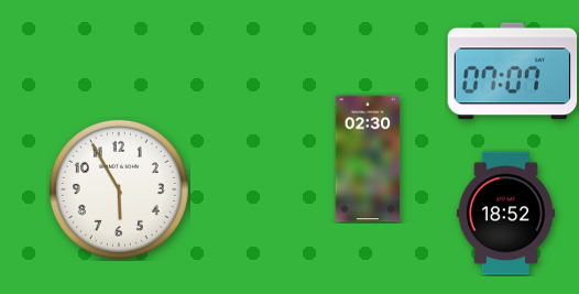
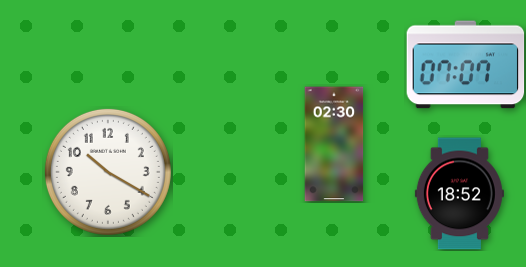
clock at (119, 189): 5:55 -> 10:20
